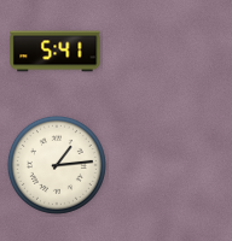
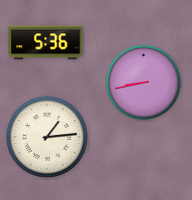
clock at (56, 52): 5:41 -> 5:36
clock at (143, 82): none -> 8:43
